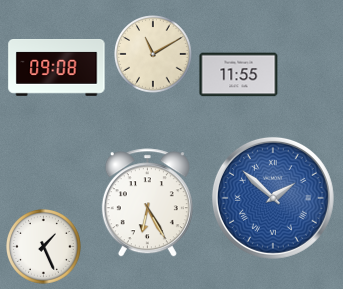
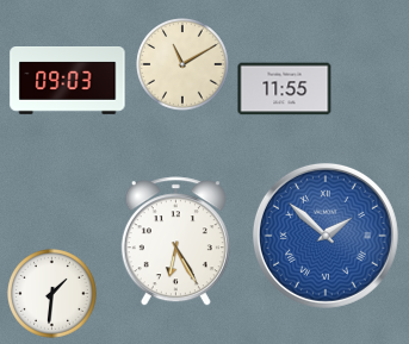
clock at (57, 68): 09:08 -> 09:03
clock at (44, 247): 1:26 -> 1:31
